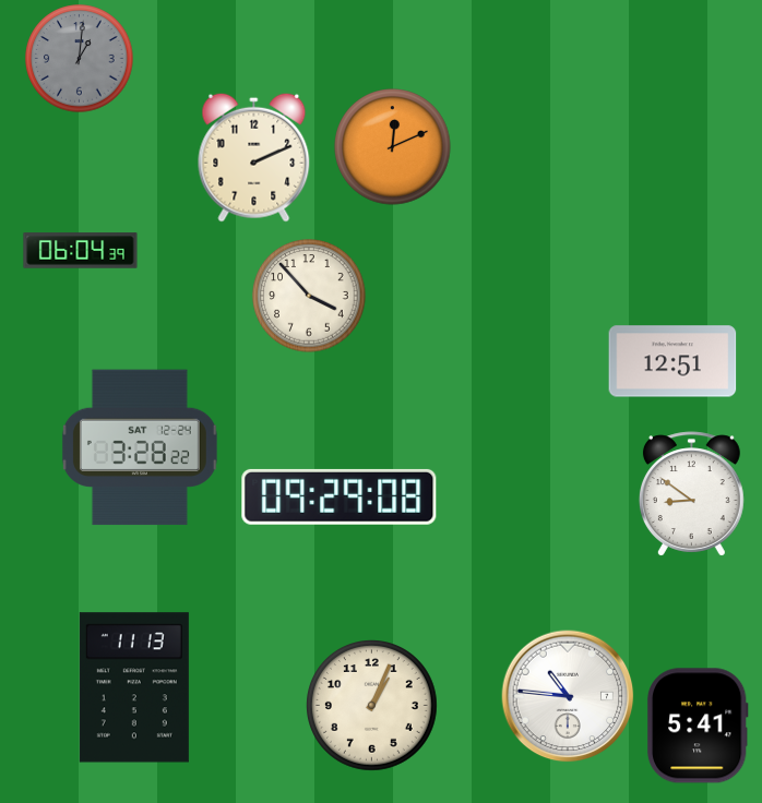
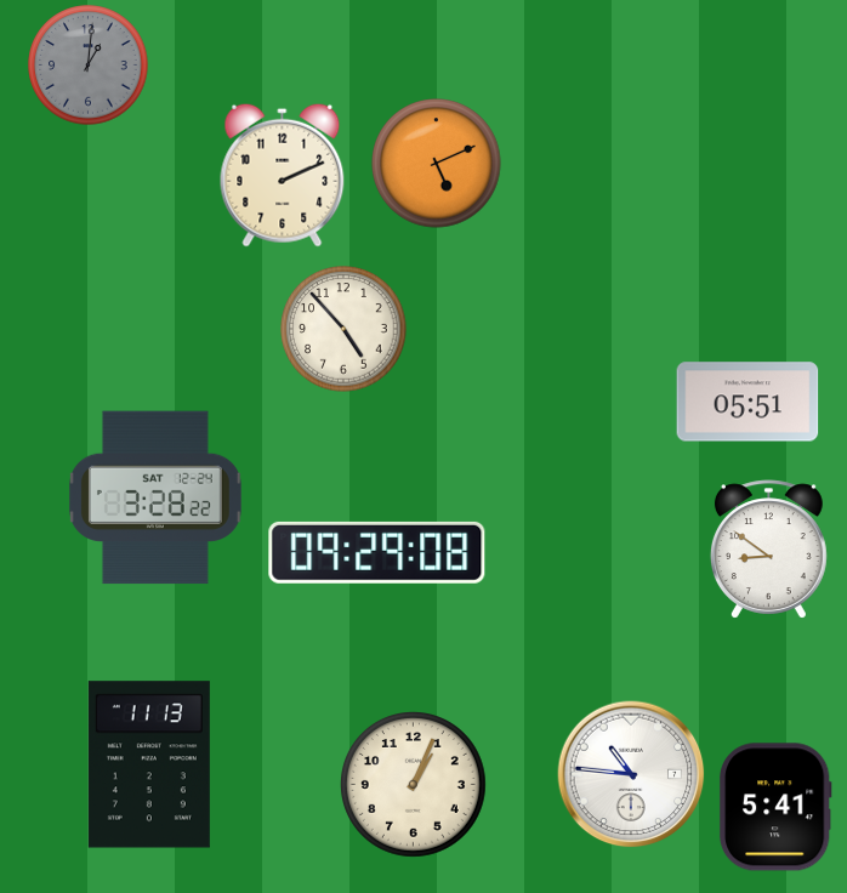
clock at (393, 147): 12:11 -> 5:11
clock at (81, 251): 06:04 -> none
clock at (309, 296): 3:53 -> 4:53
clock at (672, 361): 12:51 -> 05:51
